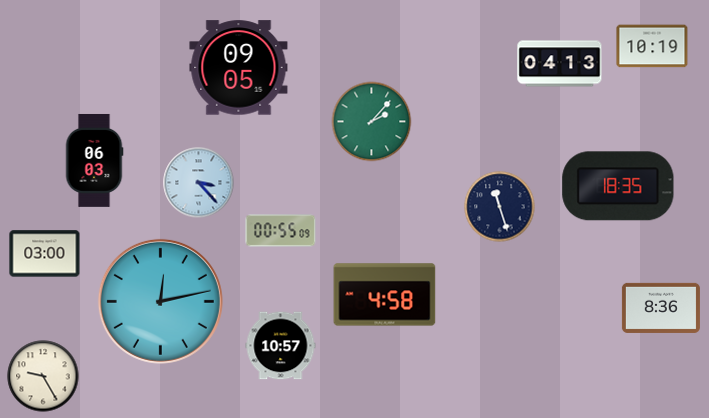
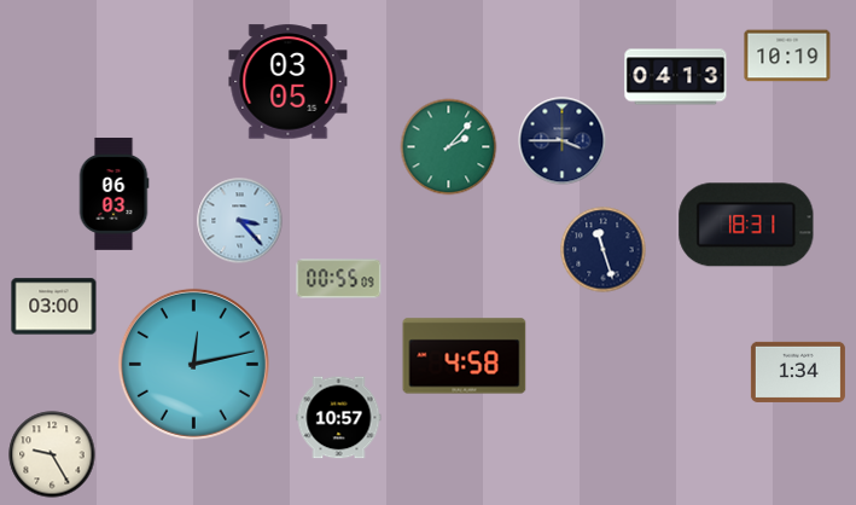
clock at (239, 68): 09:05 -> 03:05
clock at (563, 141): none -> 3:45
clock at (618, 186): 18:35 -> 18:31
clock at (661, 308): 8:36 -> 1:34
